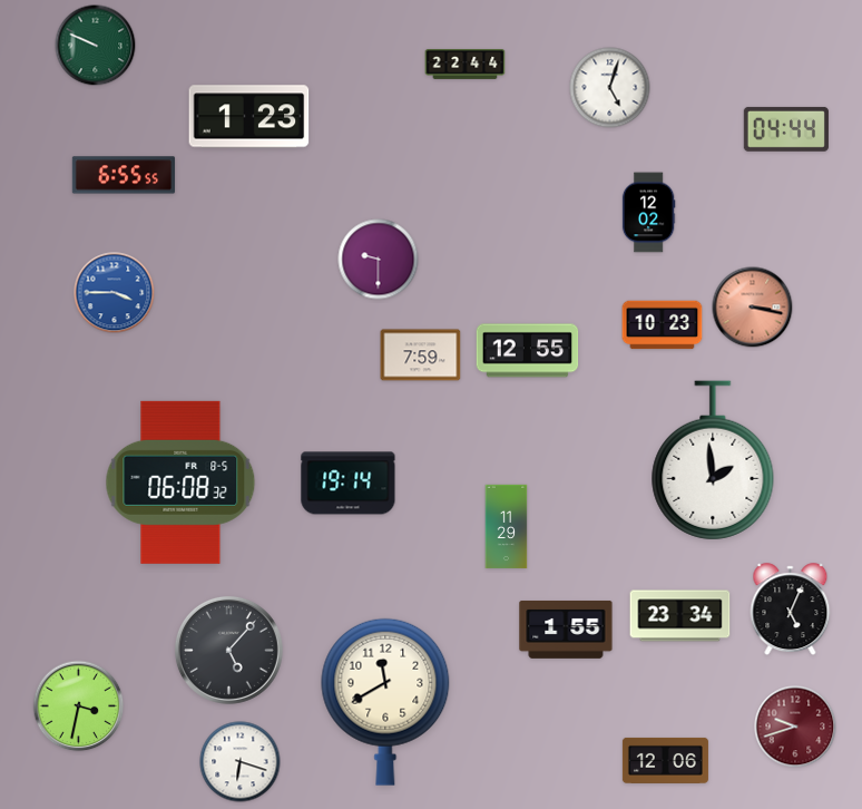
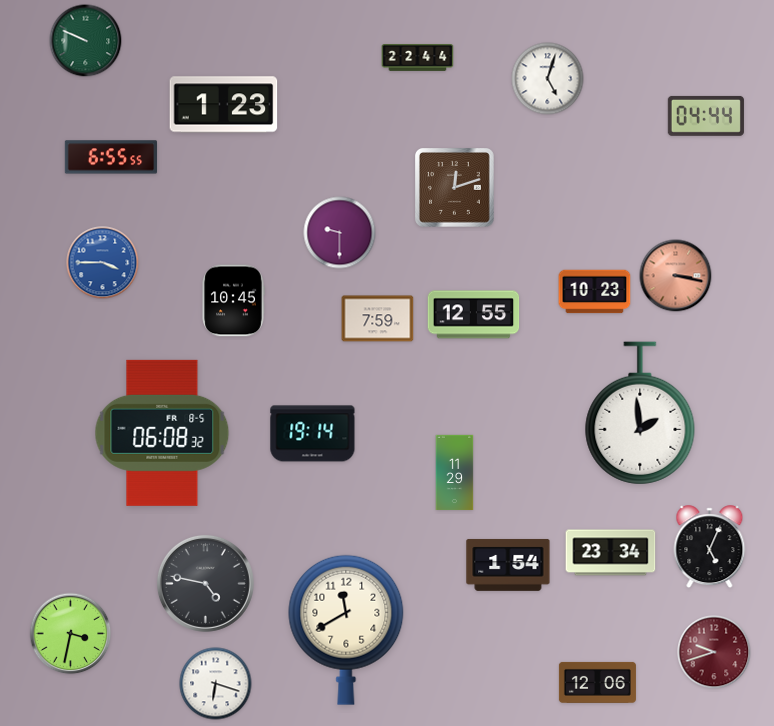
clock at (455, 188): none -> 12:12
clock at (648, 213): 12:02 -> none
clock at (233, 301): none -> 10:45
clock at (566, 630): 1:55 -> 1:54
clock at (228, 650): 5:07 -> 4:47
